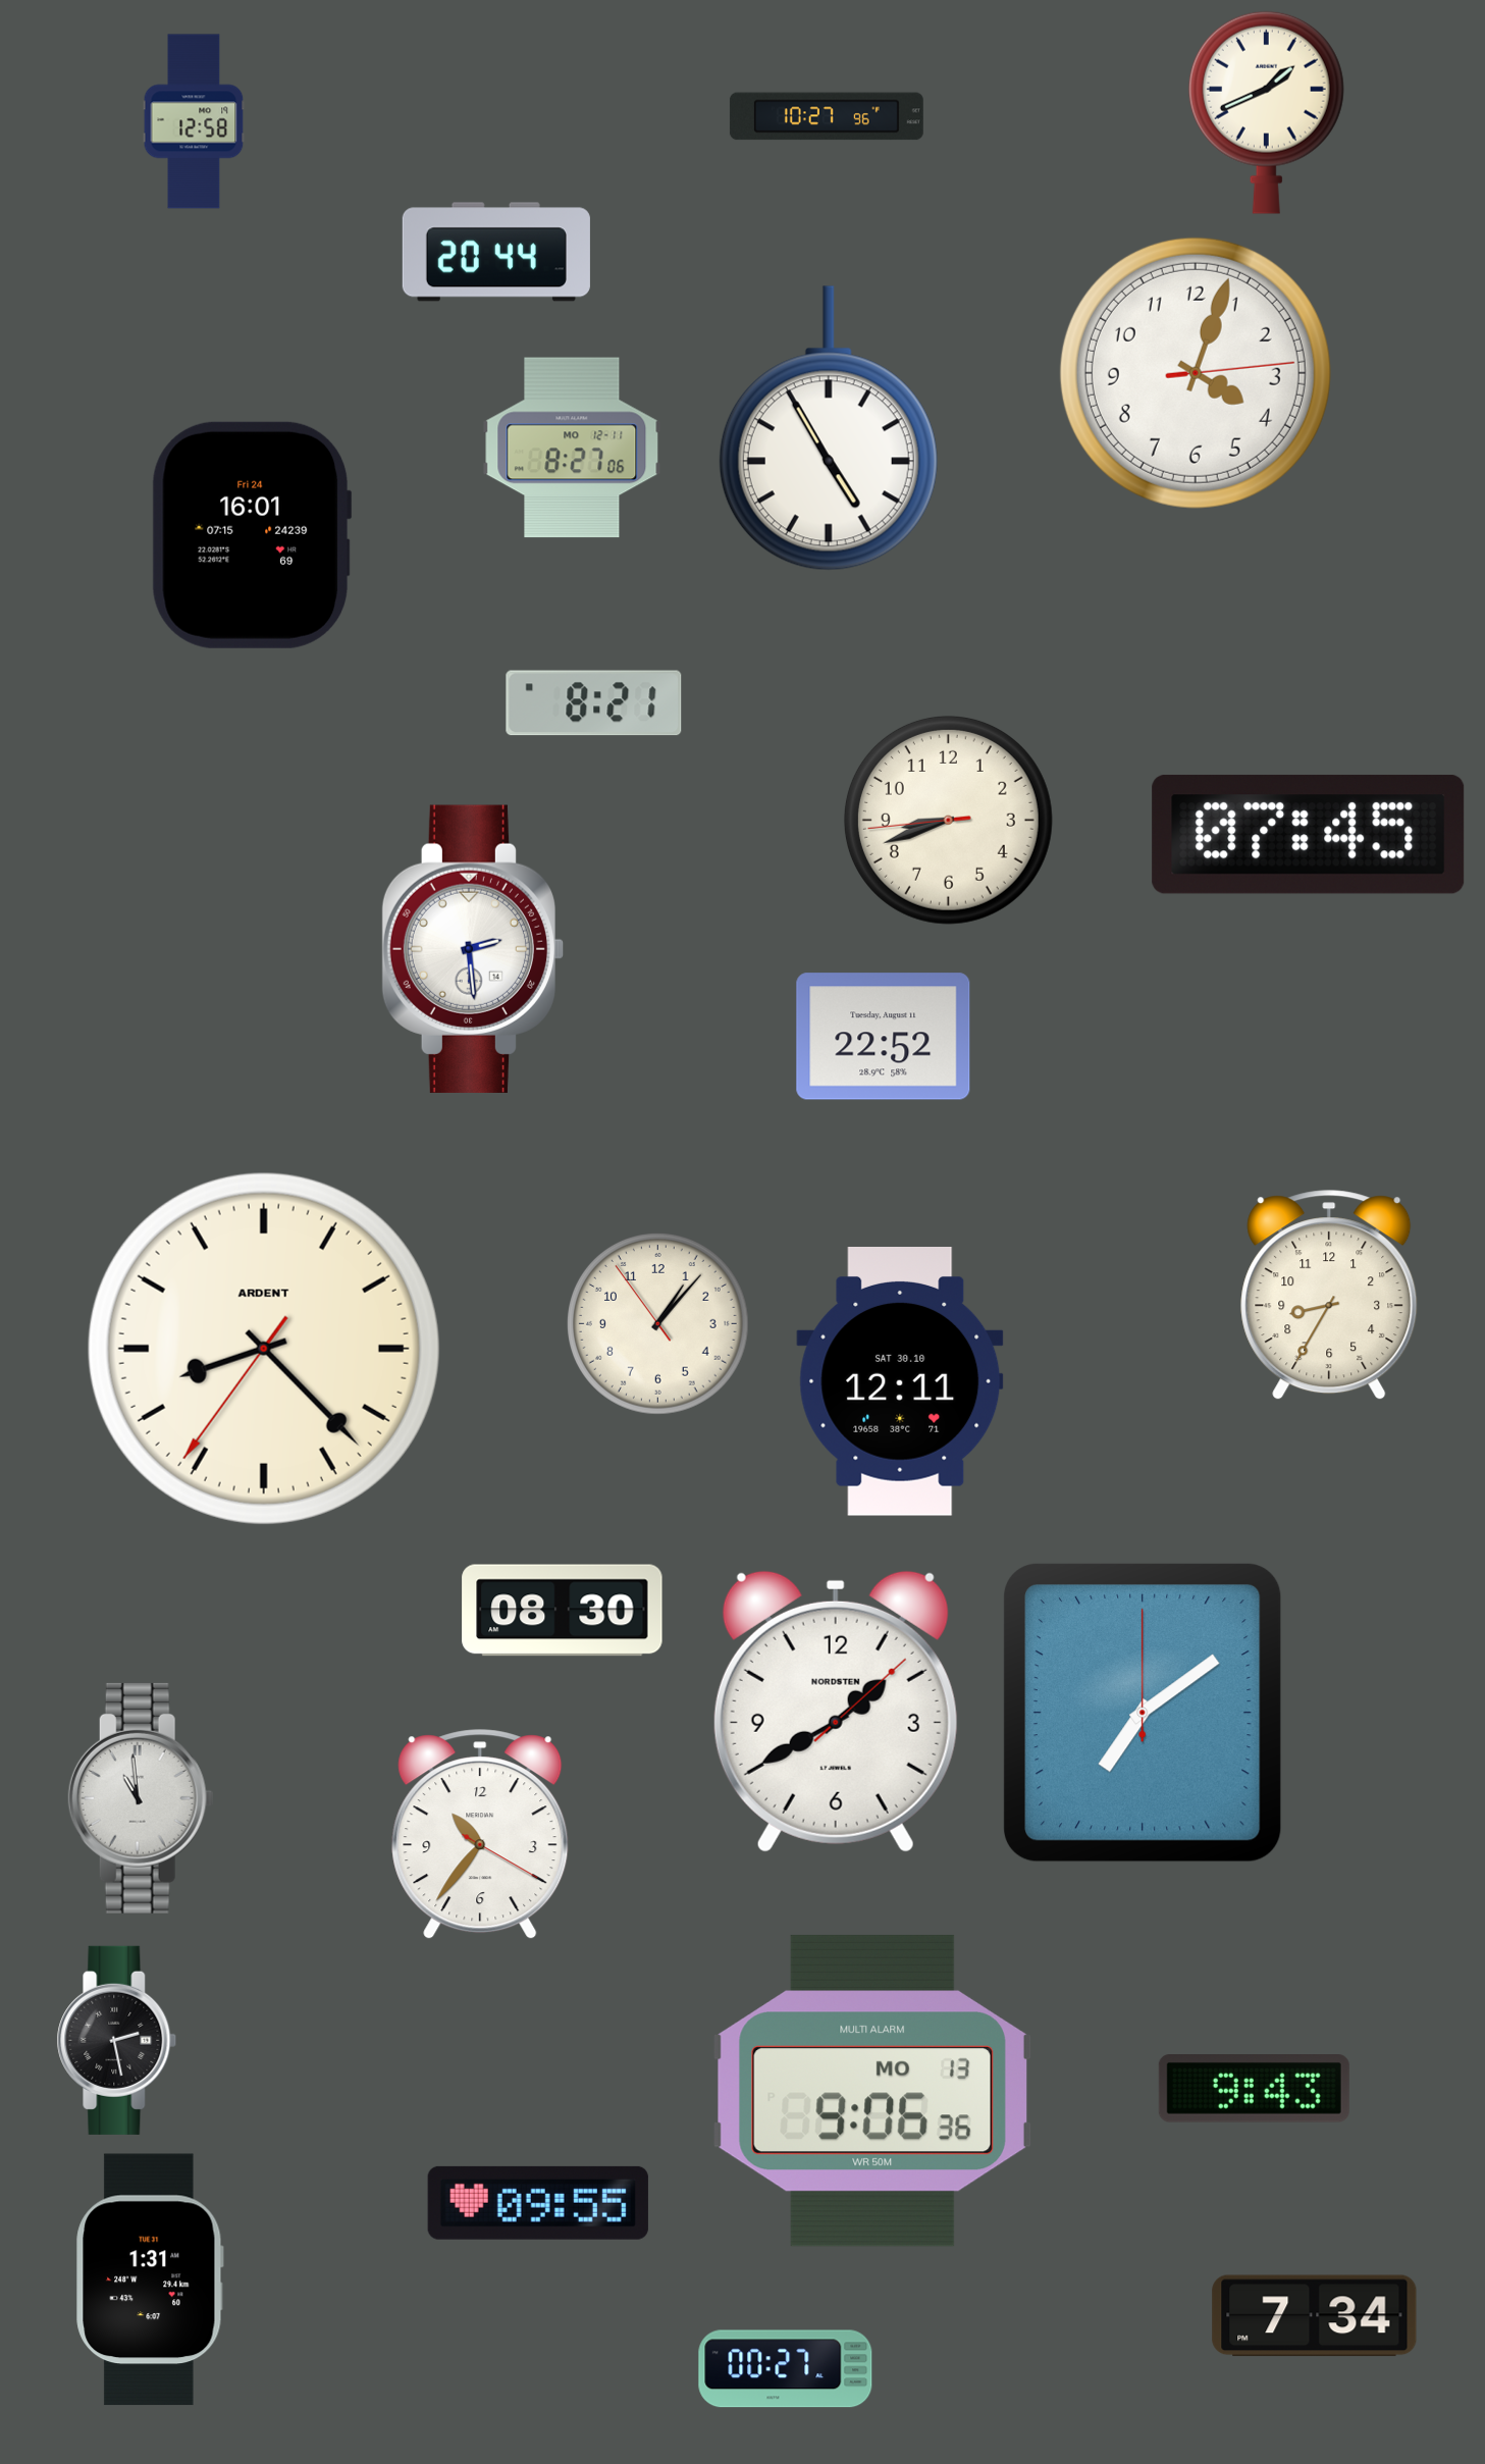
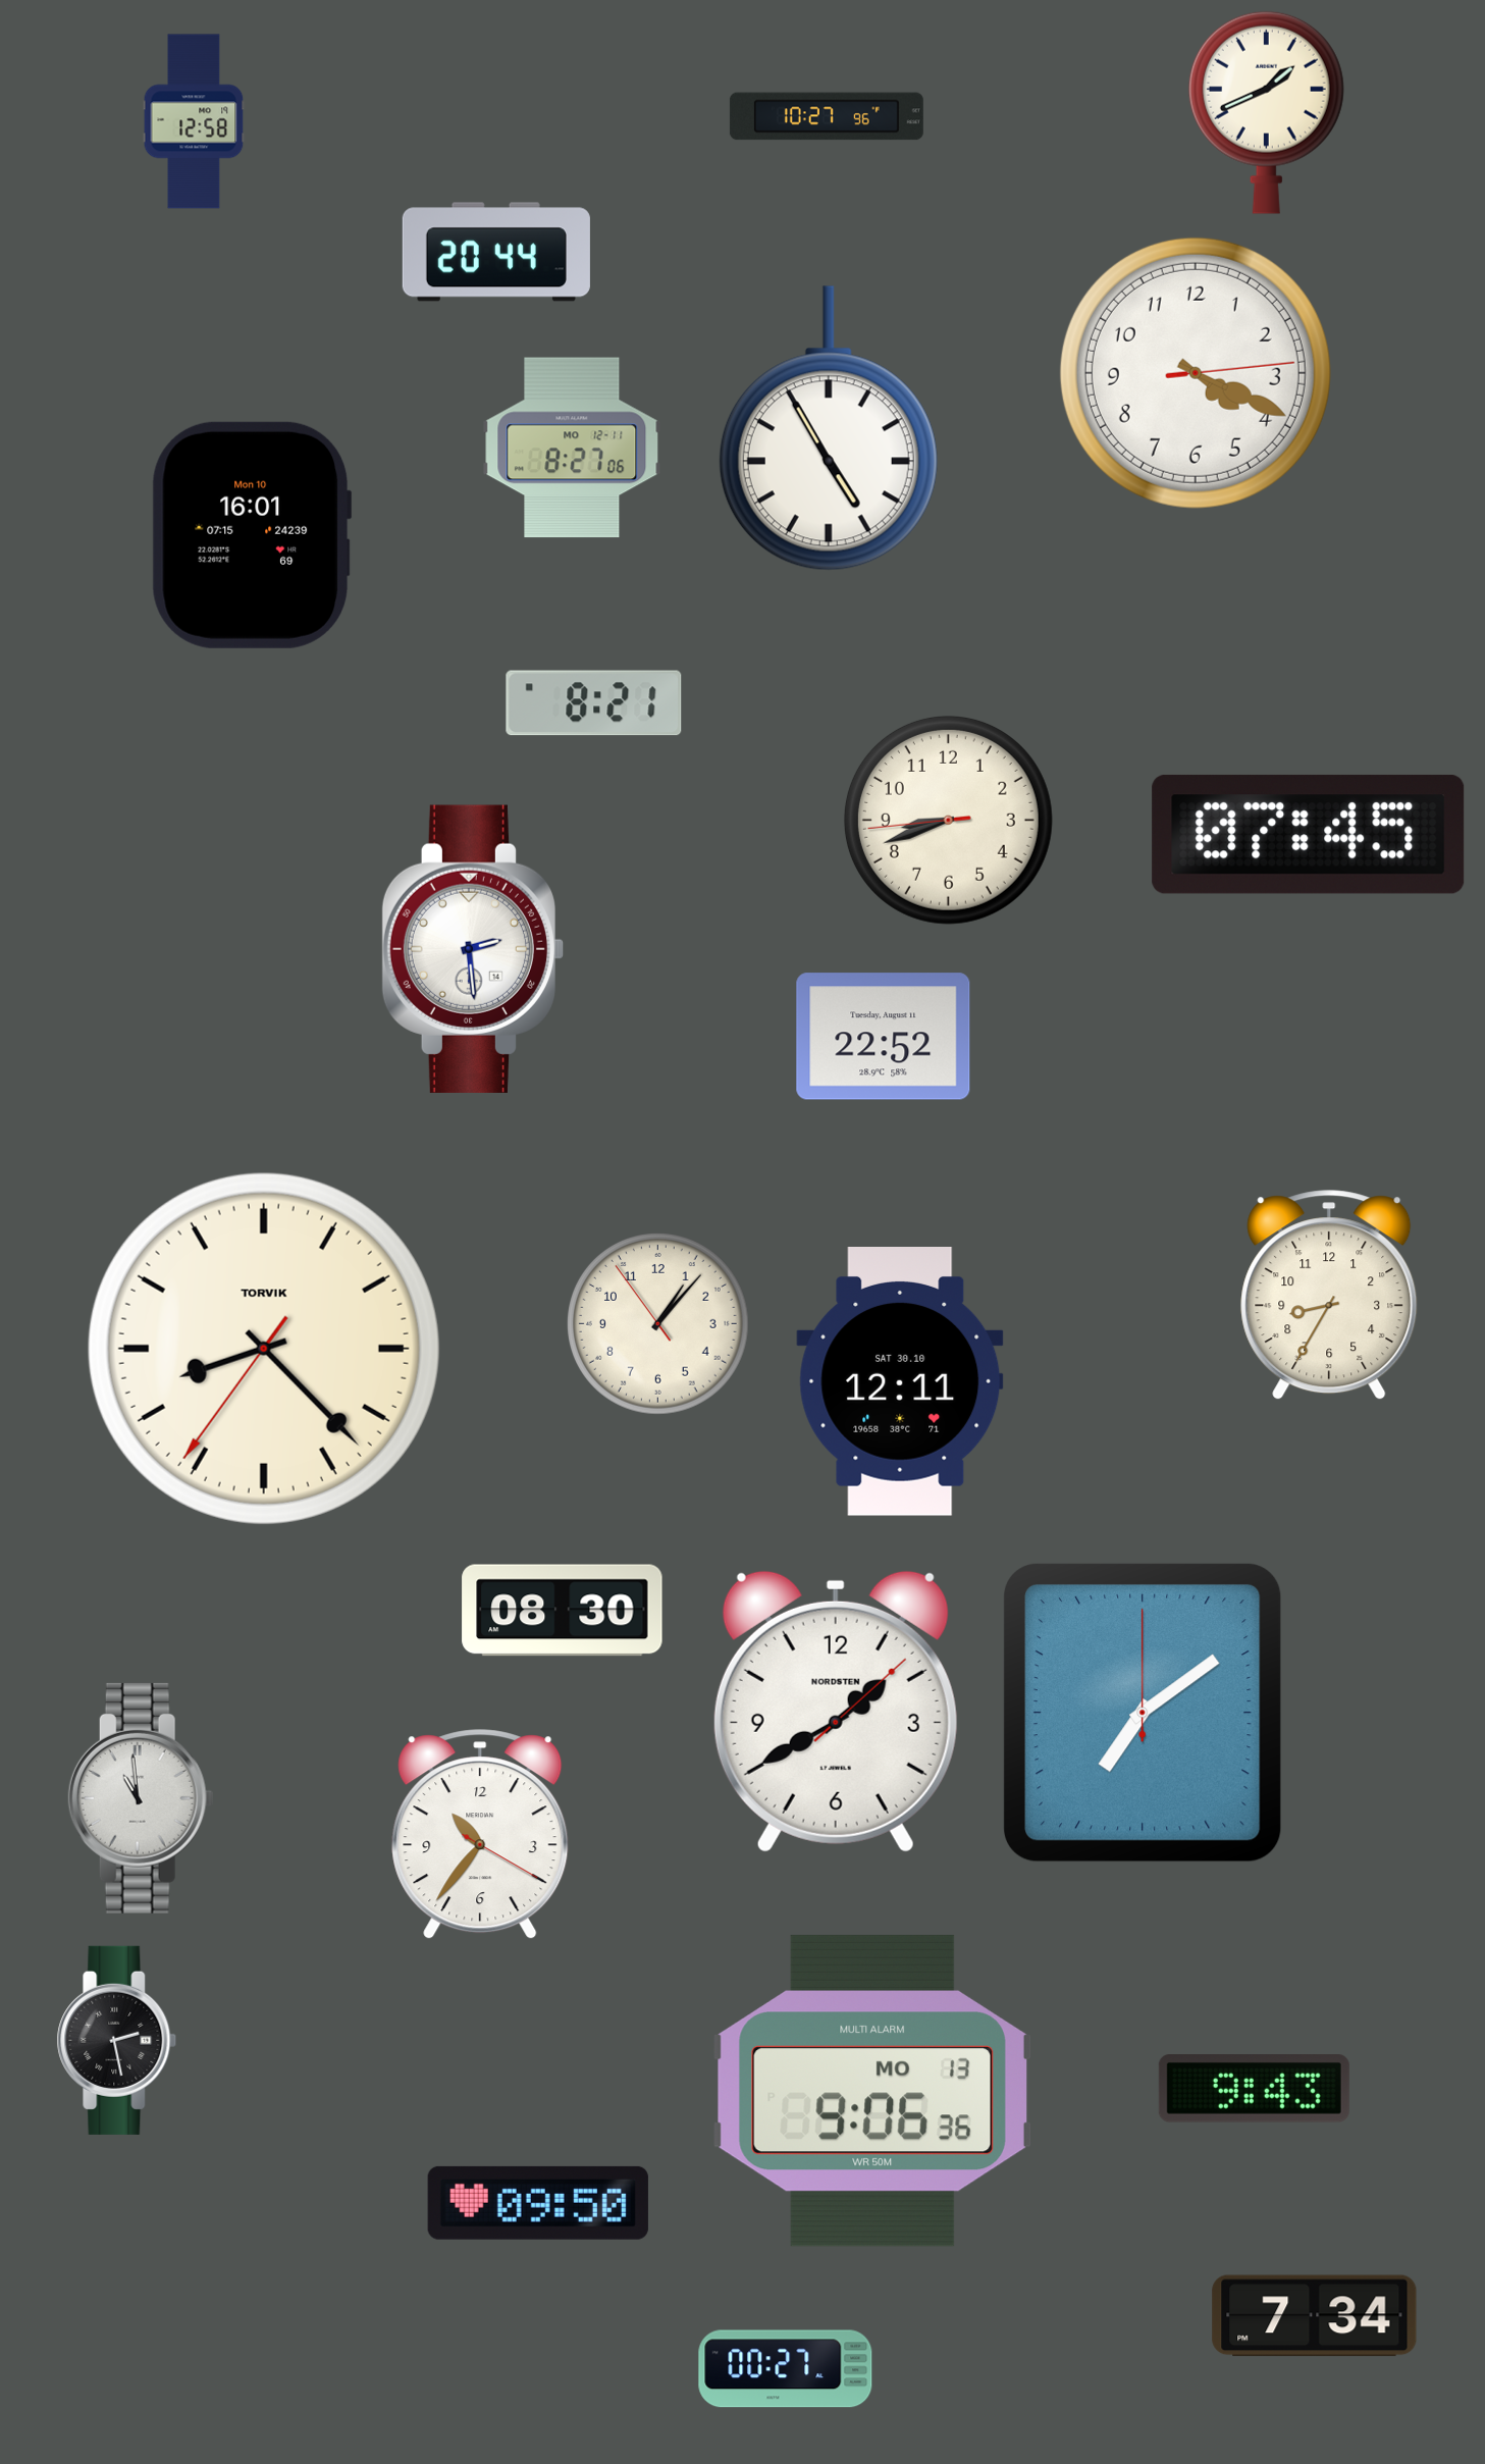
clock at (1196, 373): 4:03 -> 4:19
clock at (252, 535) date: Fri 24 -> Mon 10
clock at (264, 1349) brand: ARDENT -> TORVIK
clock at (538, 2203): 09:55 -> 09:50
clock at (150, 2279): 1:31 -> none
